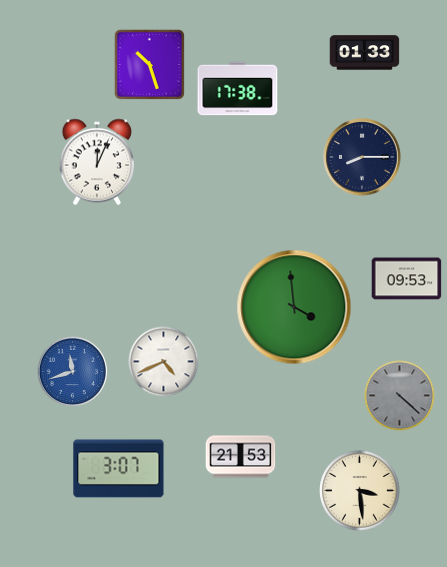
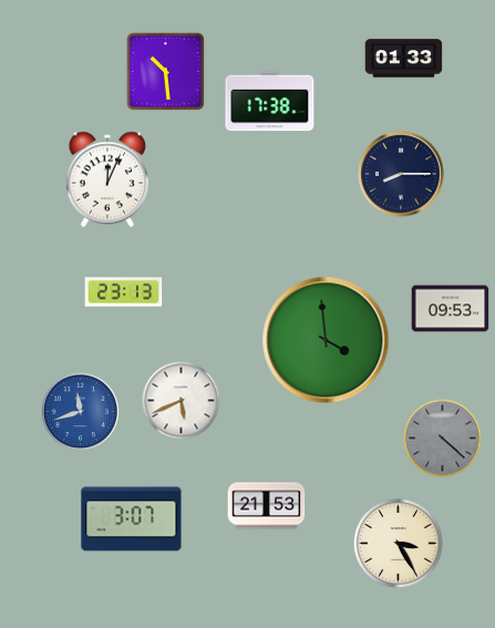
clock at (149, 64): 10:27 -> 10:29
clock at (238, 89) position: (238, 89) -> (270, 102)
clock at (124, 292): none -> 23:13
clock at (164, 362): 4:41 -> 5:41
clock at (360, 491): 3:29 -> 3:25
